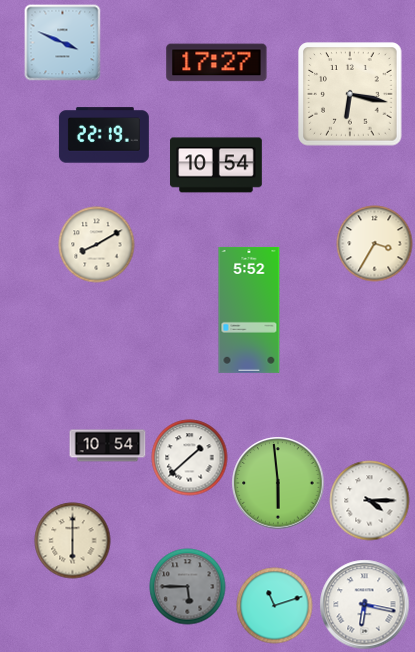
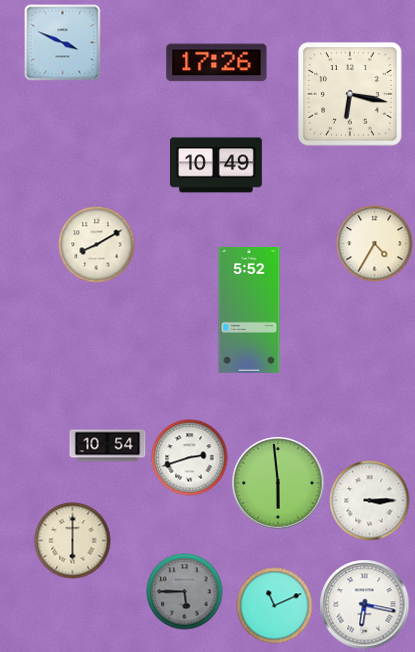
clock at (217, 63): 17:27 -> 17:26
clock at (104, 135): 22:19 -> none
clock at (217, 165): 10:54 -> 10:49
clock at (375, 244): 3:35 -> 4:35
clock at (190, 458): 1:38 -> 2:42
clock at (370, 501): 4:15 -> 3:15
clock at (188, 587) position: (188, 587) -> (185, 592)
clock at (275, 606): 11:12 -> 11:11
